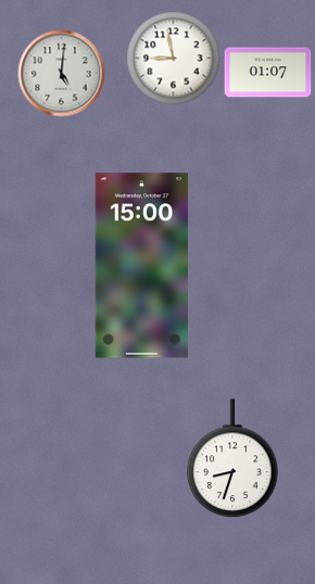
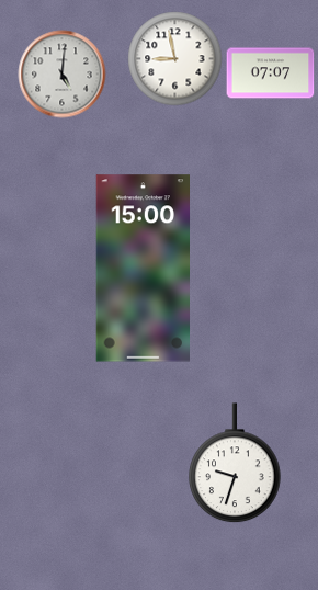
clock at (268, 73): 01:07 -> 07:07
clock at (232, 459): 8:33 -> 9:33
